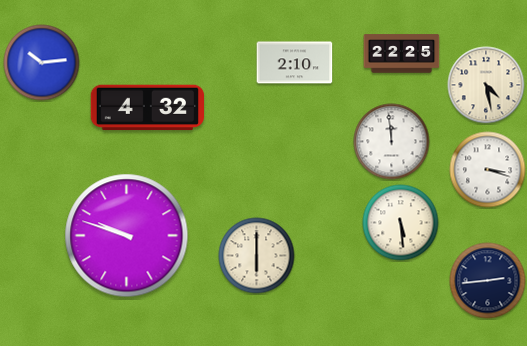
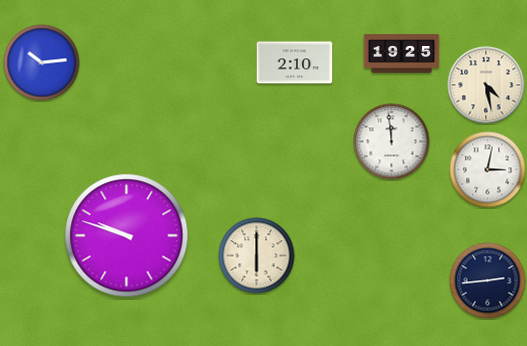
clock at (402, 54): 22:25 -> 19:25
clock at (147, 108): 4:32 -> none
clock at (488, 170): 3:18 -> 3:02
clock at (401, 223): 5:29 -> none
